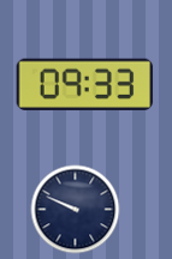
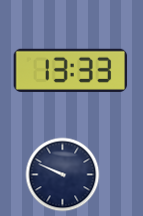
clock at (85, 84): 09:33 -> 13:33
